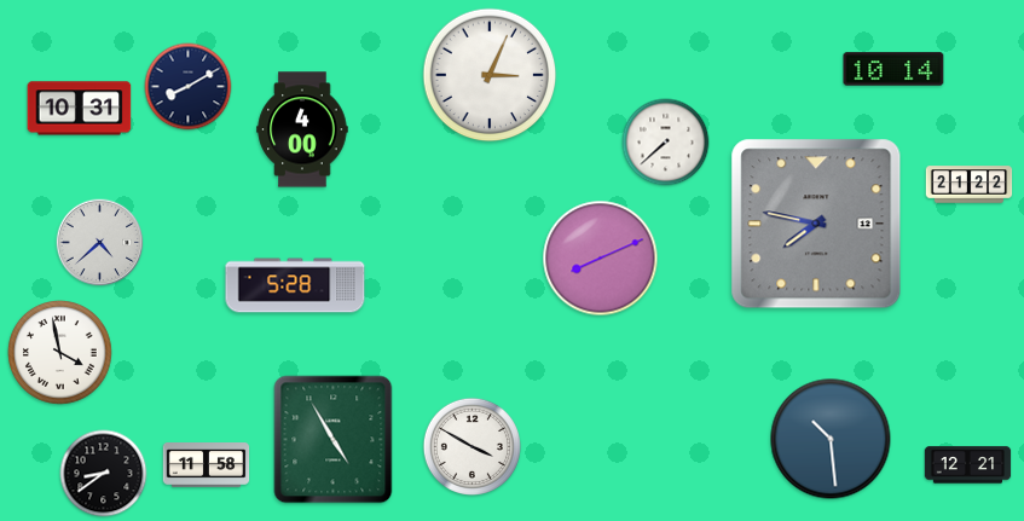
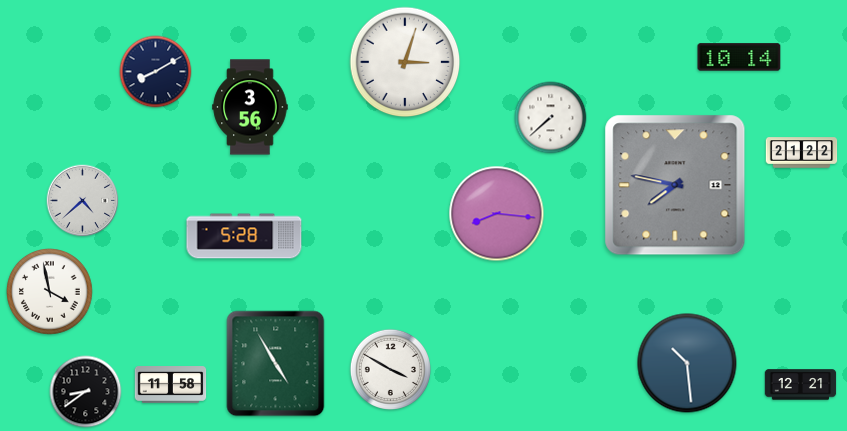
clock at (490, 75): 3:04 -> 3:03
clock at (80, 109): 10:31 -> none
clock at (302, 129): 4:00 -> 3:56
clock at (601, 259): 8:11 -> 8:16
